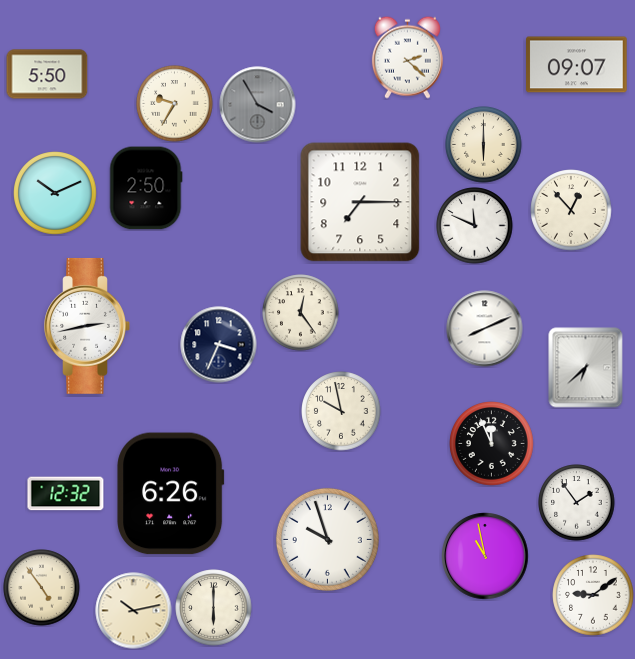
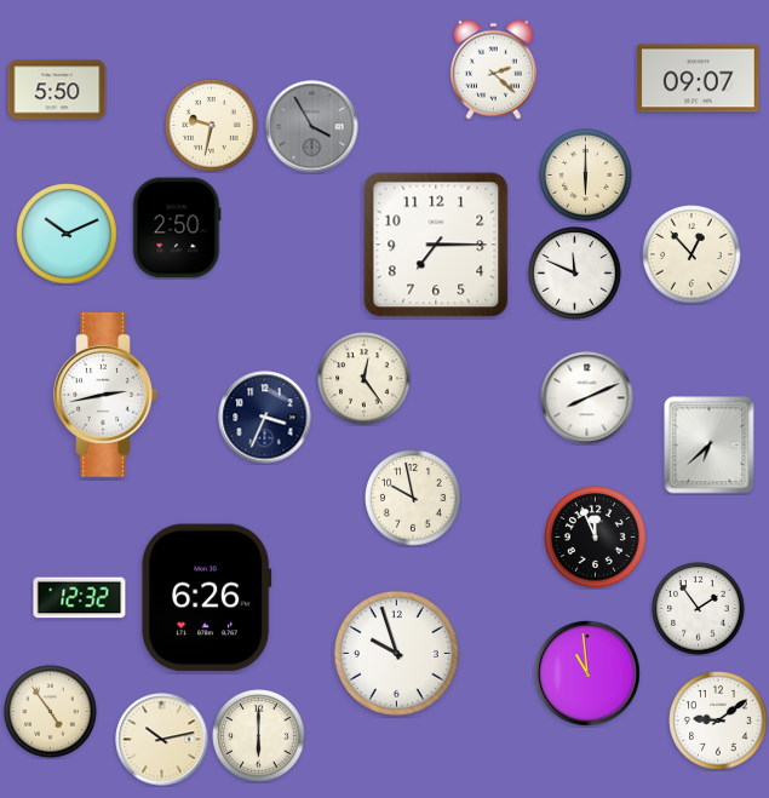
clock at (175, 104): 9:35 -> 9:32
clock at (485, 556): 10:58 -> 10:59
